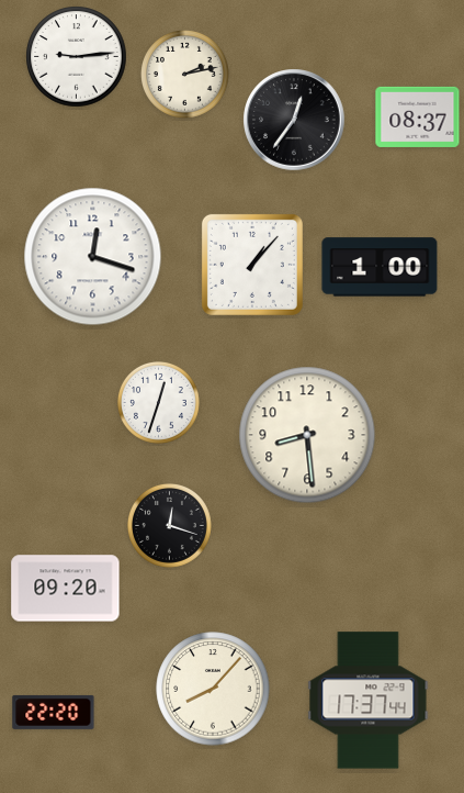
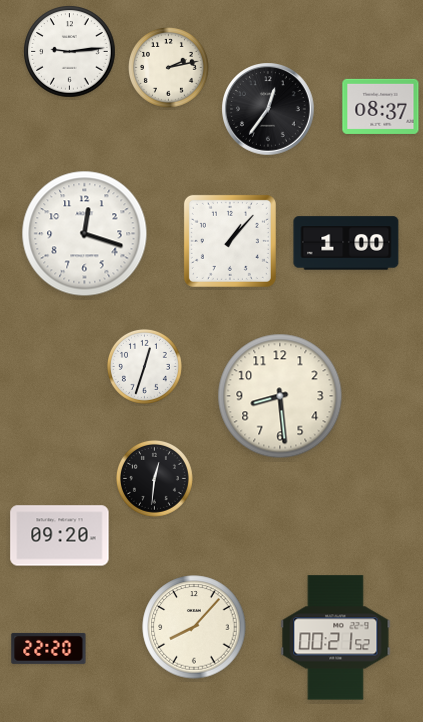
clock at (169, 525): 12:18 -> 12:31
clock at (369, 701): 17:37 -> 00:21
